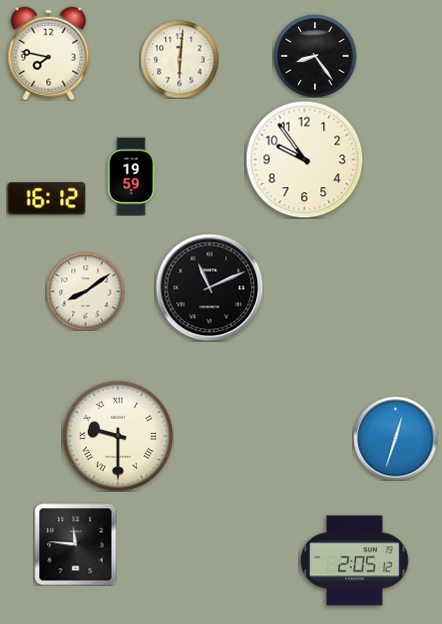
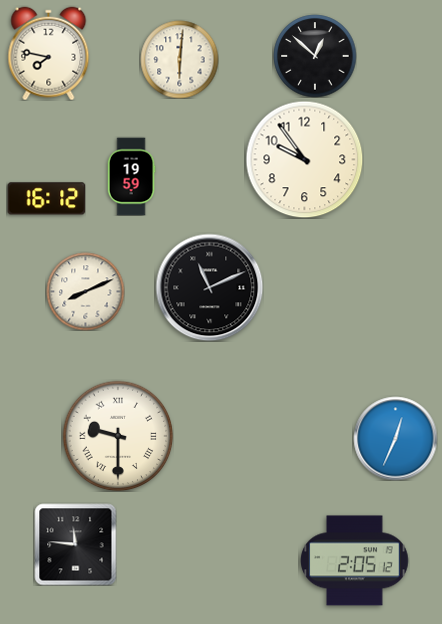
clock at (315, 56): 8:24 -> 12:52
clock at (85, 291): 8:09 -> 8:11
clock at (395, 438): 12:33 -> 12:34
